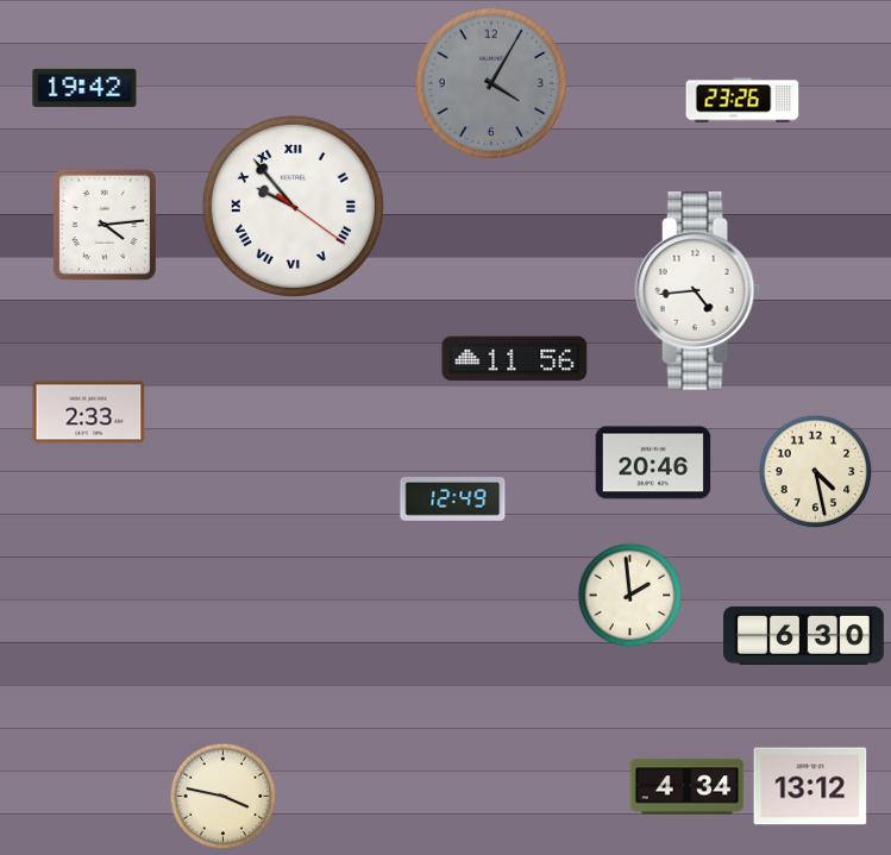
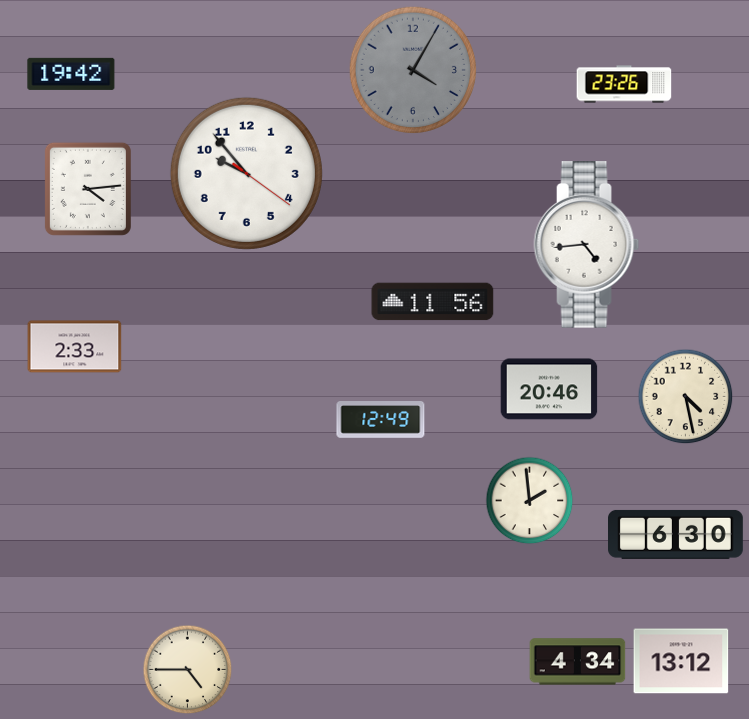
clock at (293, 206) numerals: Roman -> Arabic
clock at (224, 797): 3:47 -> 4:45
